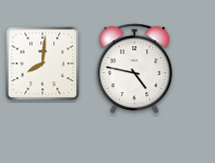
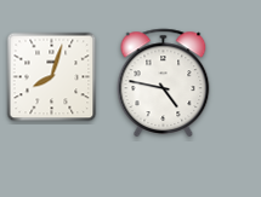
clock at (43, 64): 8:01 -> 8:03
